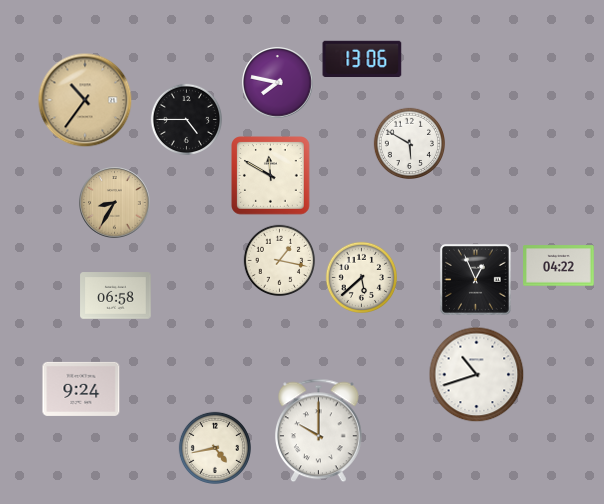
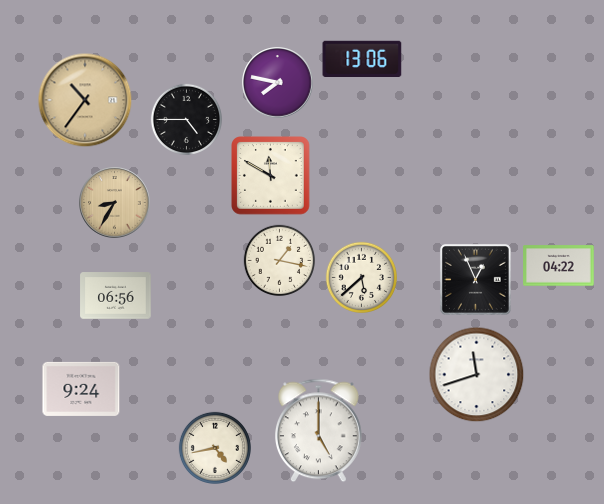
clock at (409, 143): 5:50 -> none
clock at (116, 296): 06:58 -> 06:56
clock at (477, 375): 10:42 -> 11:42
clock at (319, 431): 10:00 -> 5:00
